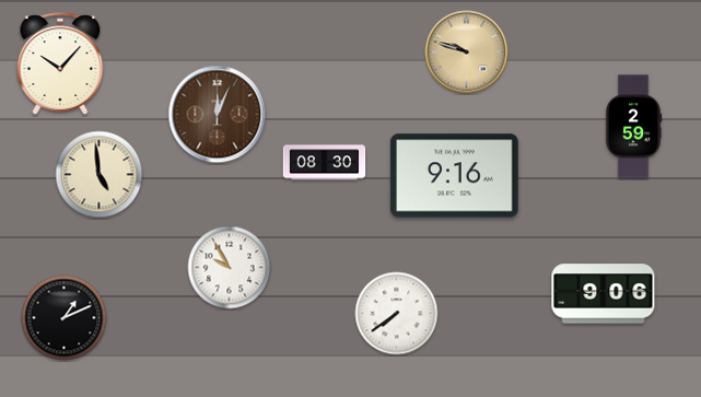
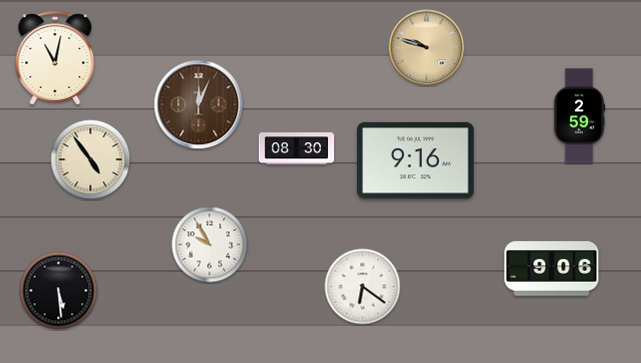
clock at (60, 63): 10:07 -> 11:02
clock at (100, 175): 4:59 -> 4:54
clock at (397, 314): 7:39 -> 6:21
clock at (65, 318): 1:11 -> 5:29
